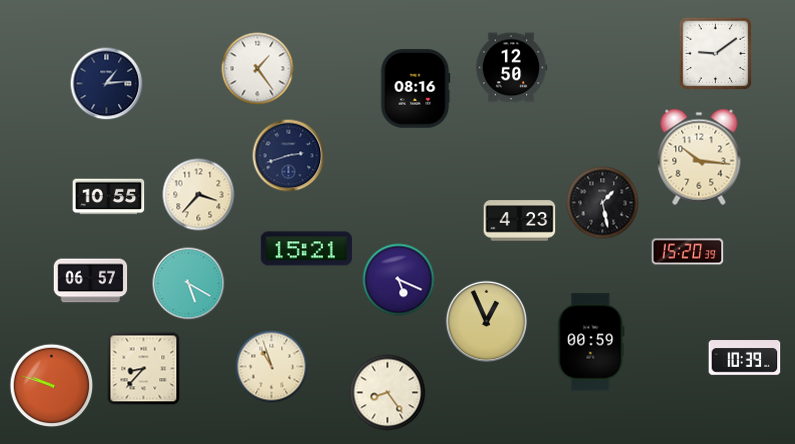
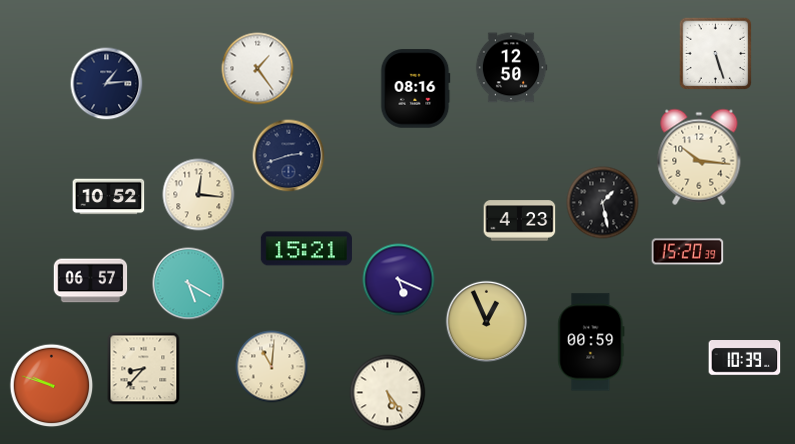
clock at (716, 54): 9:09 -> 5:27
clock at (199, 195): 3:37 -> 12:16
clock at (109, 197): 10:55 -> 10:52
clock at (272, 367): 10:57 -> 11:01
clock at (388, 393): 8:24 -> 5:24
